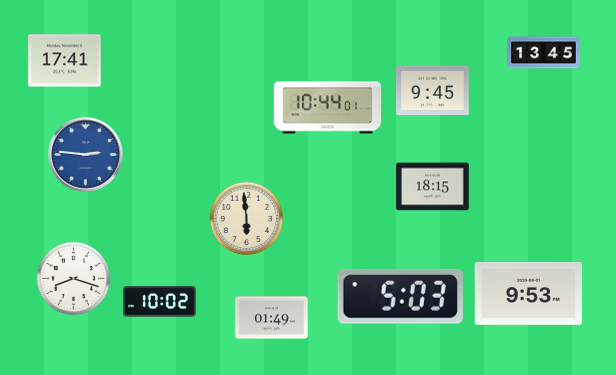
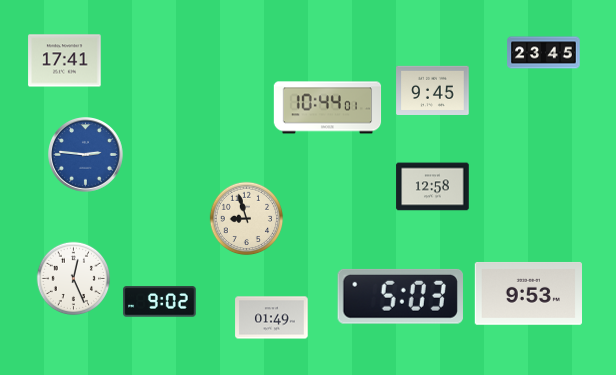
clock at (544, 53): 13:45 -> 23:45
clock at (433, 187): 18:15 -> 12:58
clock at (247, 219): 5:59 -> 8:57
clock at (74, 279): 8:18 -> 12:26
clock at (160, 302): 10:02 -> 9:02
